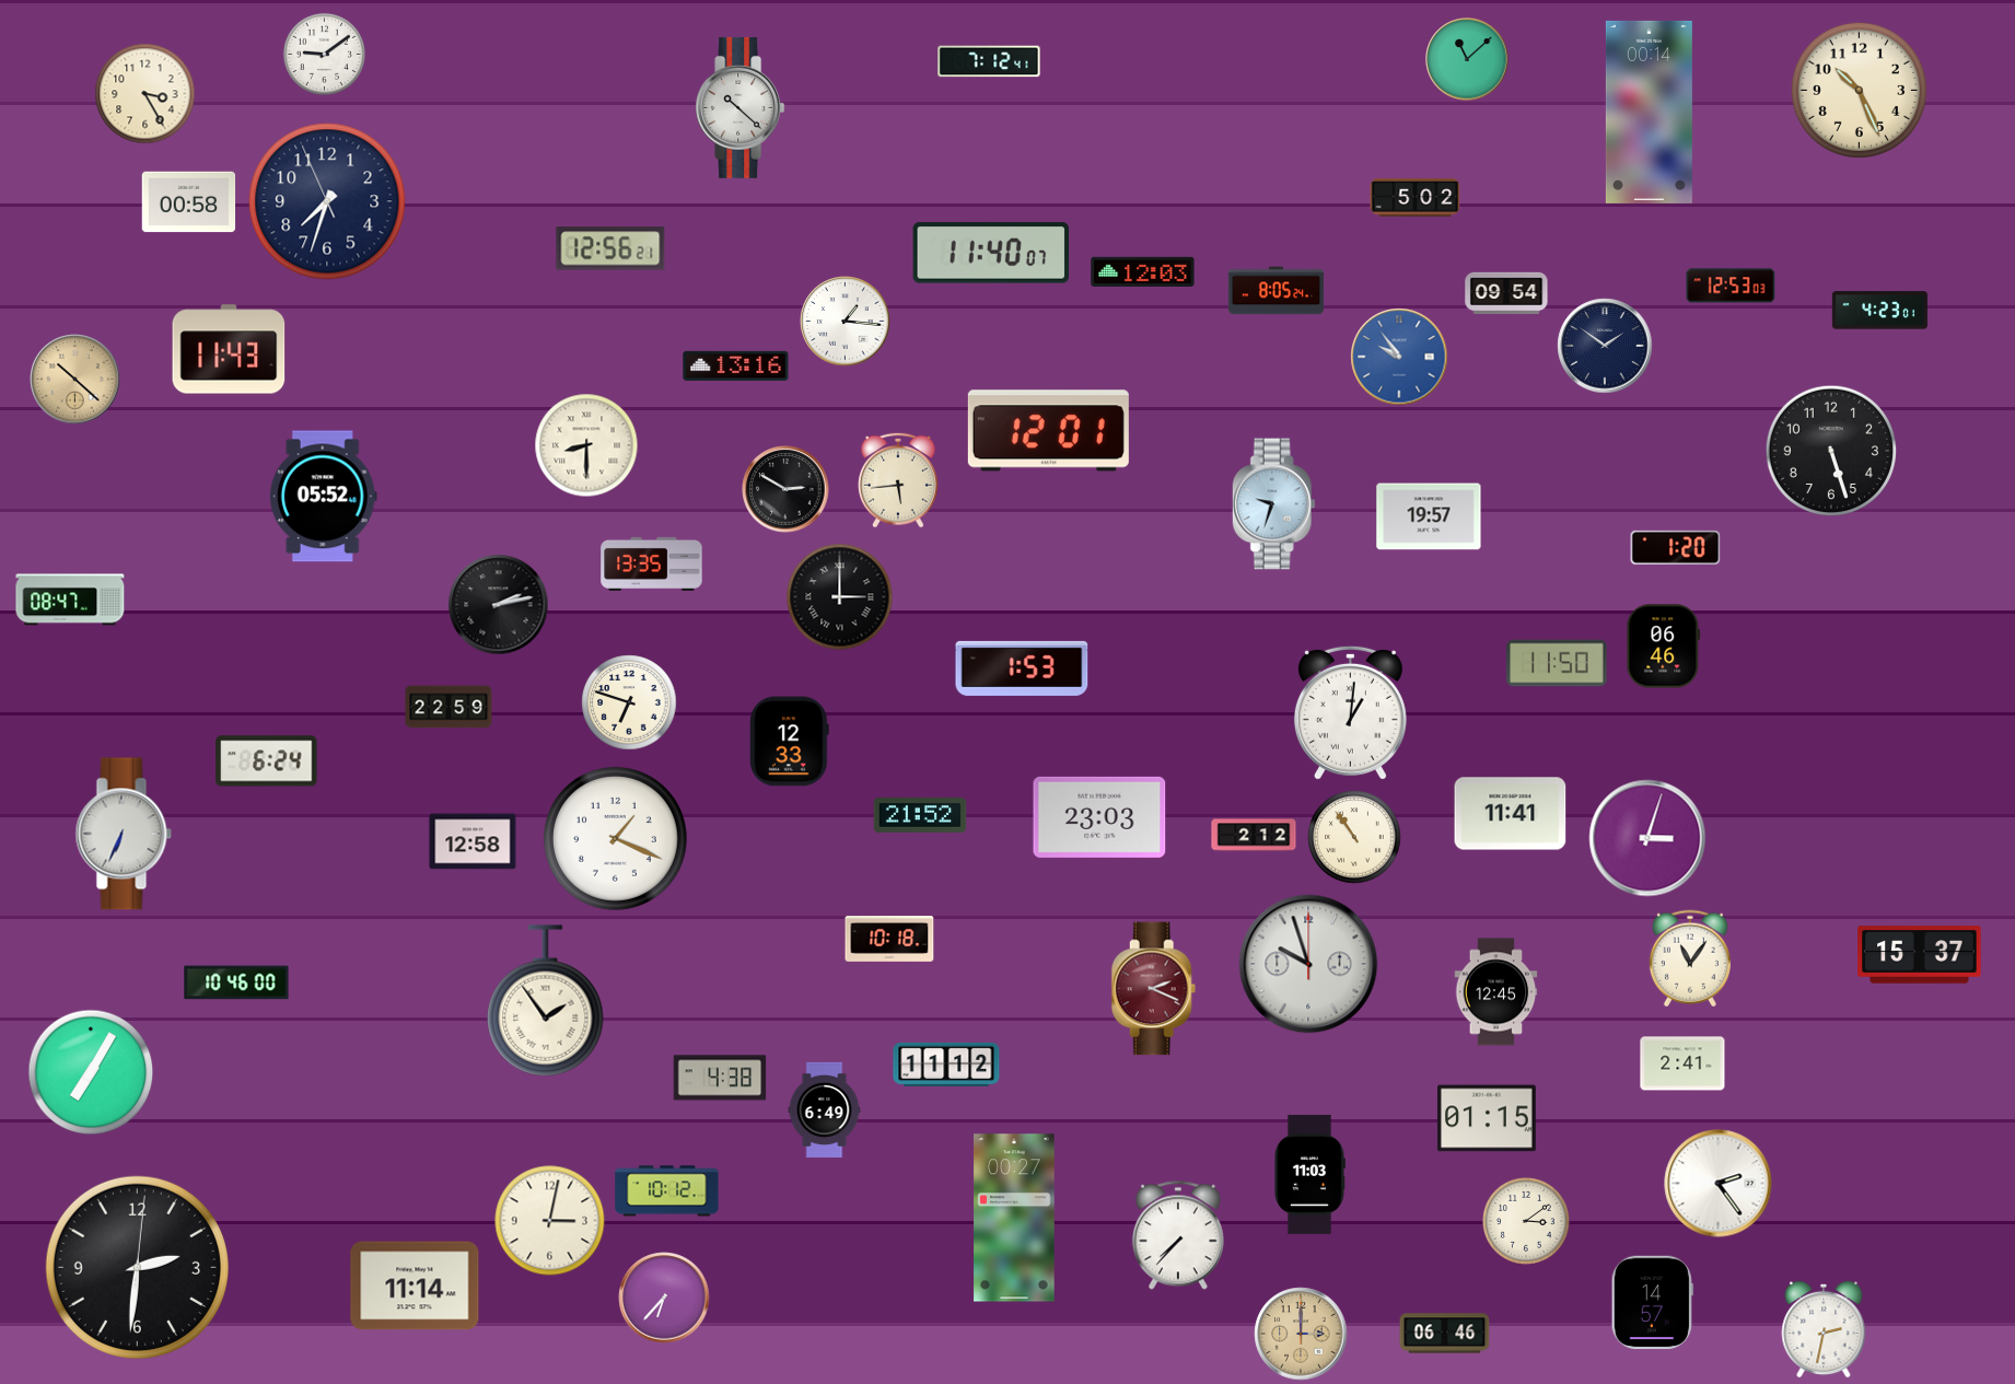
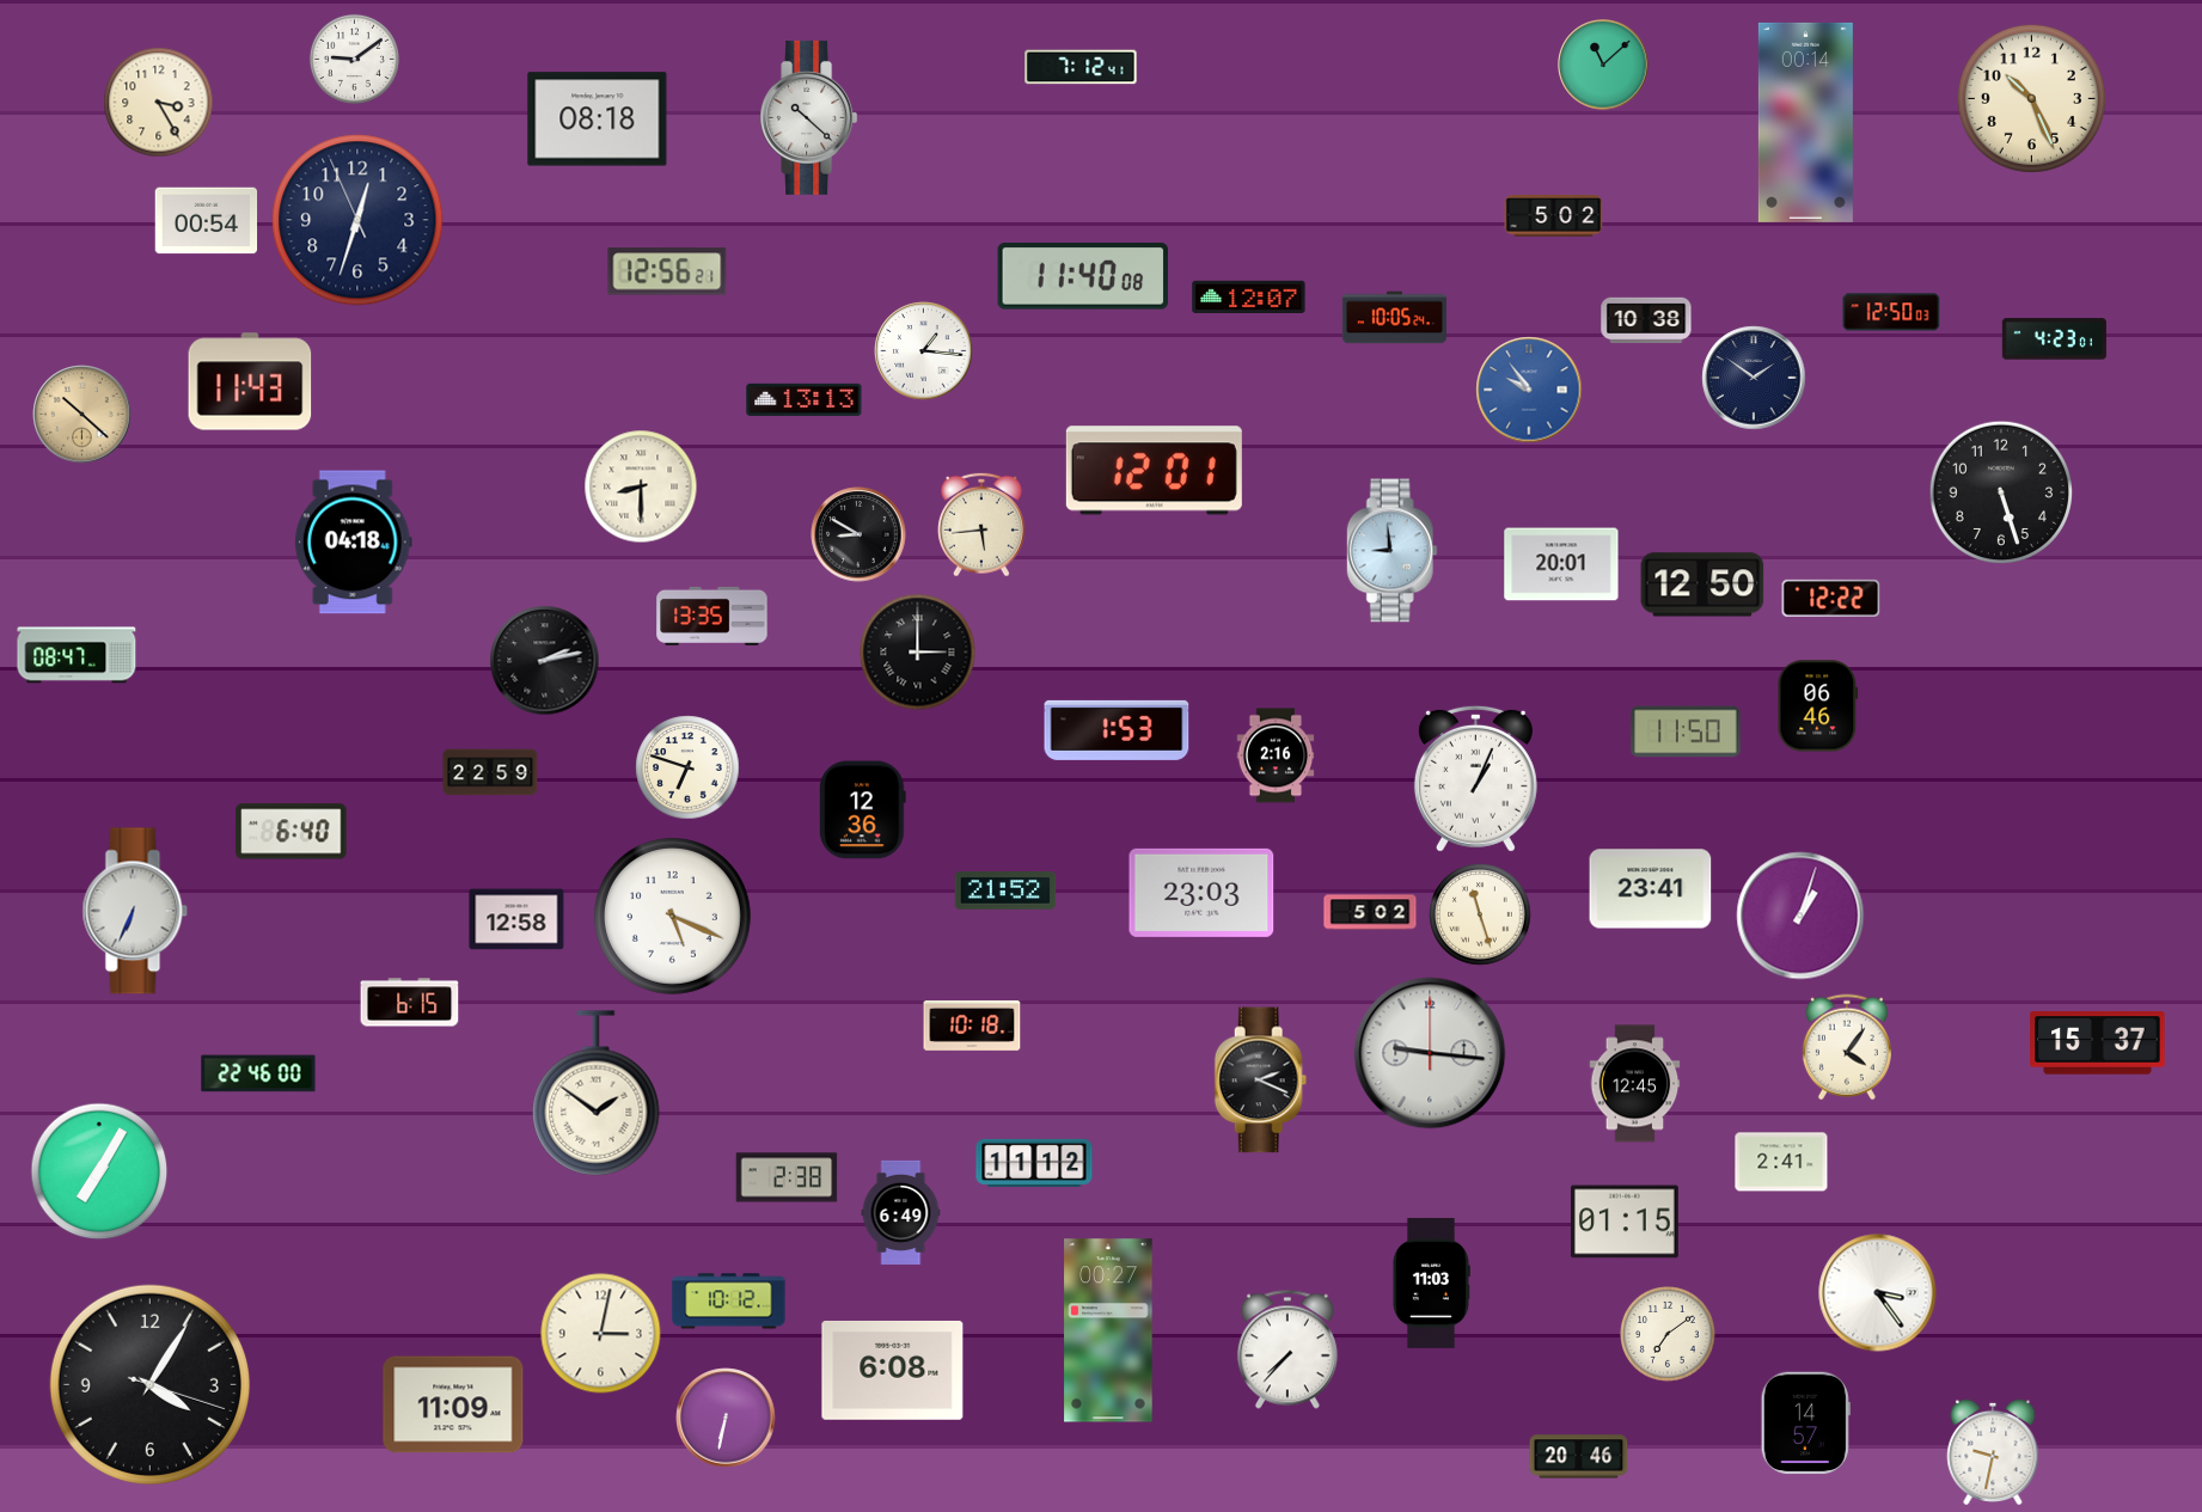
clock at (598, 120): none -> 08:18
clock at (1649, 112) position: (1649, 112) -> (1805, 122)
clock at (1416, 198) position: (1416, 198) -> (1554, 216)
clock at (327, 201): 7:32 -> 12:32
clock at (189, 202): 00:58 -> 00:54
clock at (991, 253): 11:40:07 -> 11:40:08
clock at (1143, 272): 12:03 -> 12:07
clock at (1731, 286): 12:53 -> 12:50
clock at (1276, 291): 8:05 -> 10:05
clock at (1506, 292): 09:54 -> 10:38
clock at (736, 365): 13:16 -> 13:13
clock at (1048, 431) position: (1048, 431) -> (1154, 471)
clock at (785, 489): 2:50 -> 8:50
clock at (323, 497): 05:52 -> 04:18
clock at (1273, 504): 9:33 -> 8:59
clock at (1429, 516): 19:57 -> 20:01
clock at (1702, 584): none -> 12:50
clock at (1676, 547): 1:20 -> 12:22
clock at (1557, 663) position: (1557, 663) -> (1686, 731)
clock at (1276, 755): none -> 2:16
clock at (1350, 712): 1:01 -> 1:04
clock at (790, 742): 12:33 -> 12:36
clock at (267, 761): 6:24 -> 6:40
clock at (1511, 814): 11:41 -> 23:41
clock at (1254, 835): 2:12 -> 5:02
clock at (1354, 837): 10:54 -> 11:27
clock at (615, 838): 1:19 -> 5:19
clock at (1647, 838): 3:03 -> 1:03
clock at (410, 1003): none -> 6:15
clock at (1690, 958): 11:06 -> 4:06
clock at (1308, 964): 9:57 -> 9:16
clock at (236, 982): 10:46 -> 22:46
clock at (1154, 989) dial: burgundy -> black
clock at (546, 1001): 1:54 -> 1:51
clock at (1682, 1063) position: (1682, 1063) -> (1781, 1162)
clock at (720, 1078): 4:38 -> 2:38
clock at (1719, 1184): 2:24 -> 3:24
clock at (1527, 1222): 3:09 -> 7:09
clock at (893, 1370): none -> 6:08
clock at (137, 1267): 2:31 -> 4:05
clock at (415, 1286): 11:14 -> 11:09
clock at (664, 1298): 6:37 -> 6:32
clock at (1824, 1328): 2:32 -> 9:32
clock at (1301, 1334): 3:00 -> none
clock at (1445, 1334): 06:46 -> 20:46
